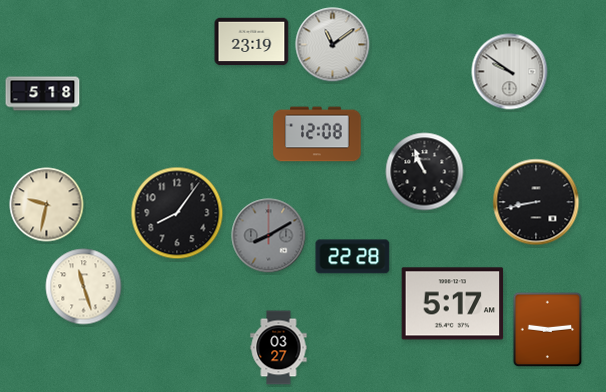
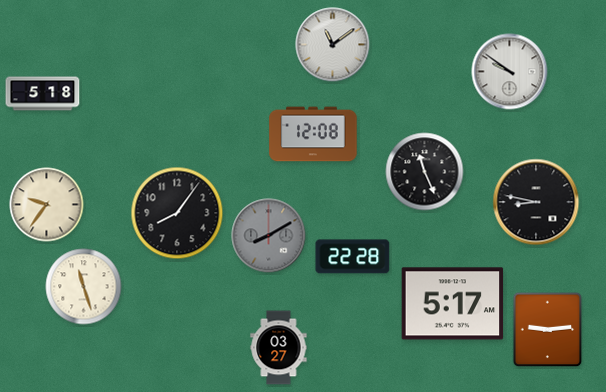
clock at (252, 42): 23:19 -> none
clock at (317, 134) position: (317, 134) -> (313, 134)
clock at (425, 172): 10:56 -> 11:26
clock at (536, 202): 8:43 -> 8:47
clock at (47, 205): 9:32 -> 9:36
